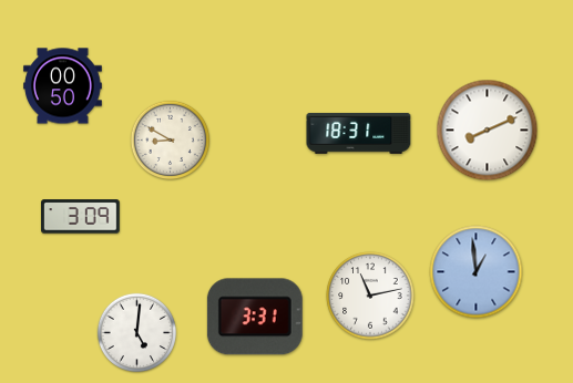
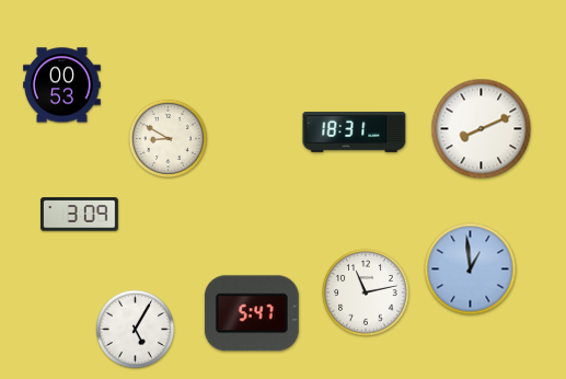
clock at (63, 86): 00:50 -> 00:53
clock at (255, 317): 3:31 -> 5:47
clock at (137, 333): 5:01 -> 5:05
